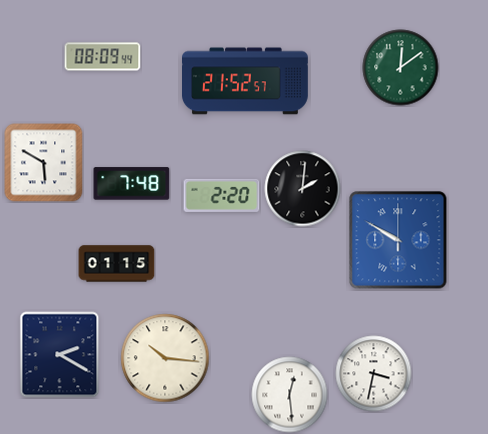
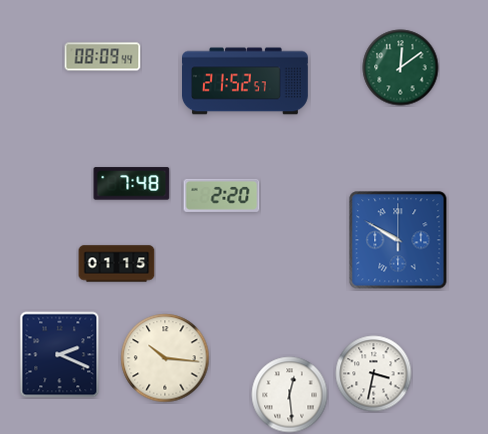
clock at (44, 163): 5:50 -> none
clock at (303, 189): 2:01 -> none
clock at (60, 355): 2:20 -> 2:19
